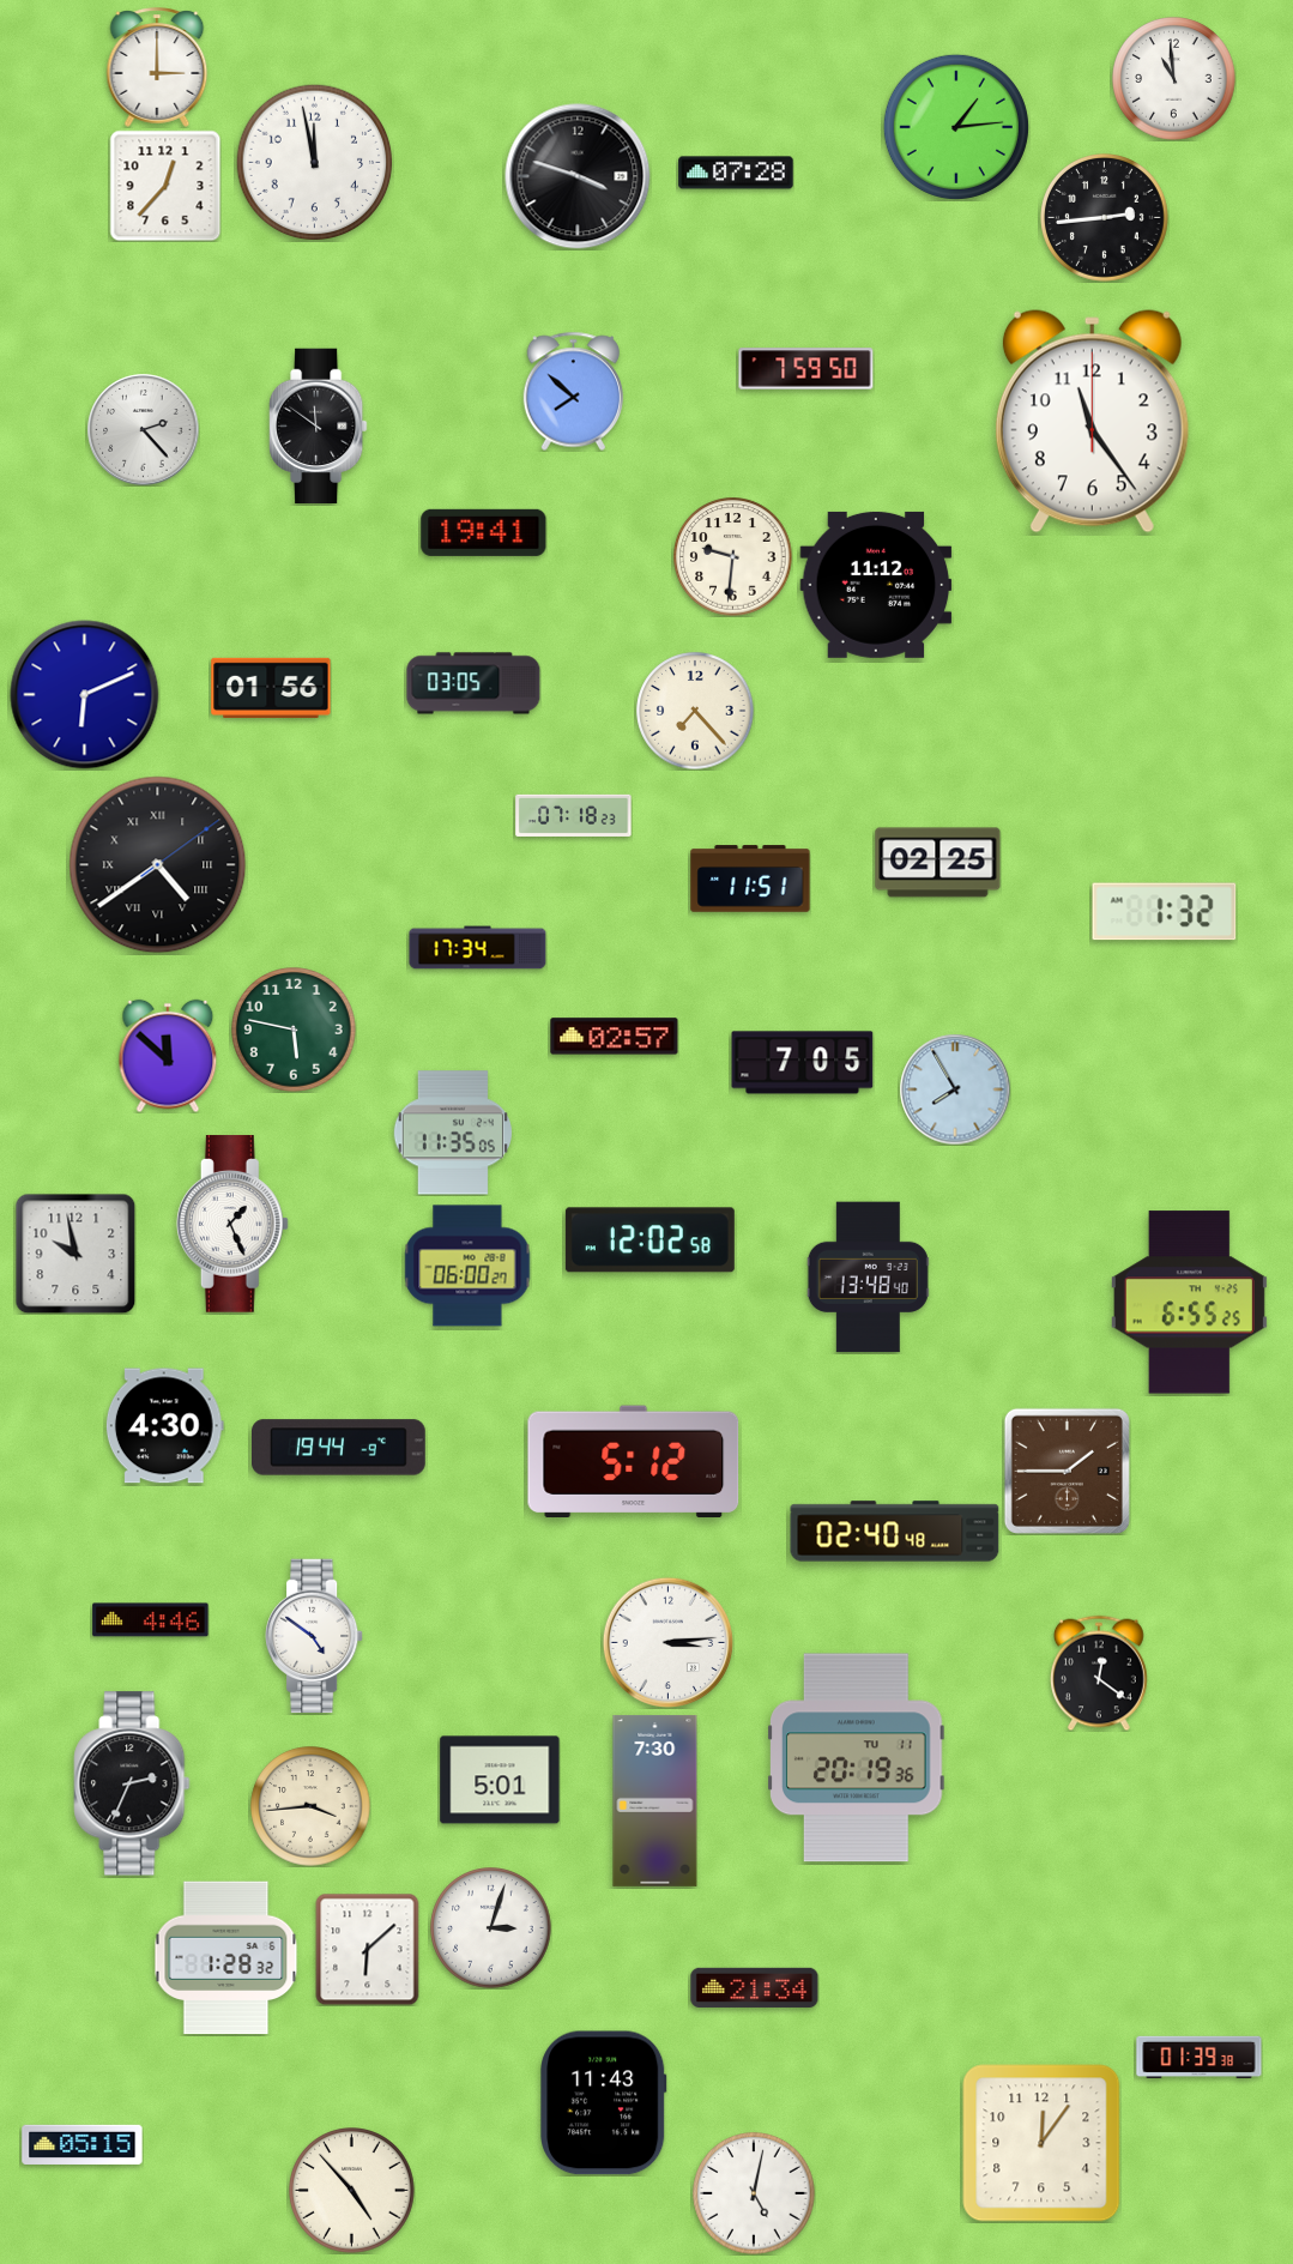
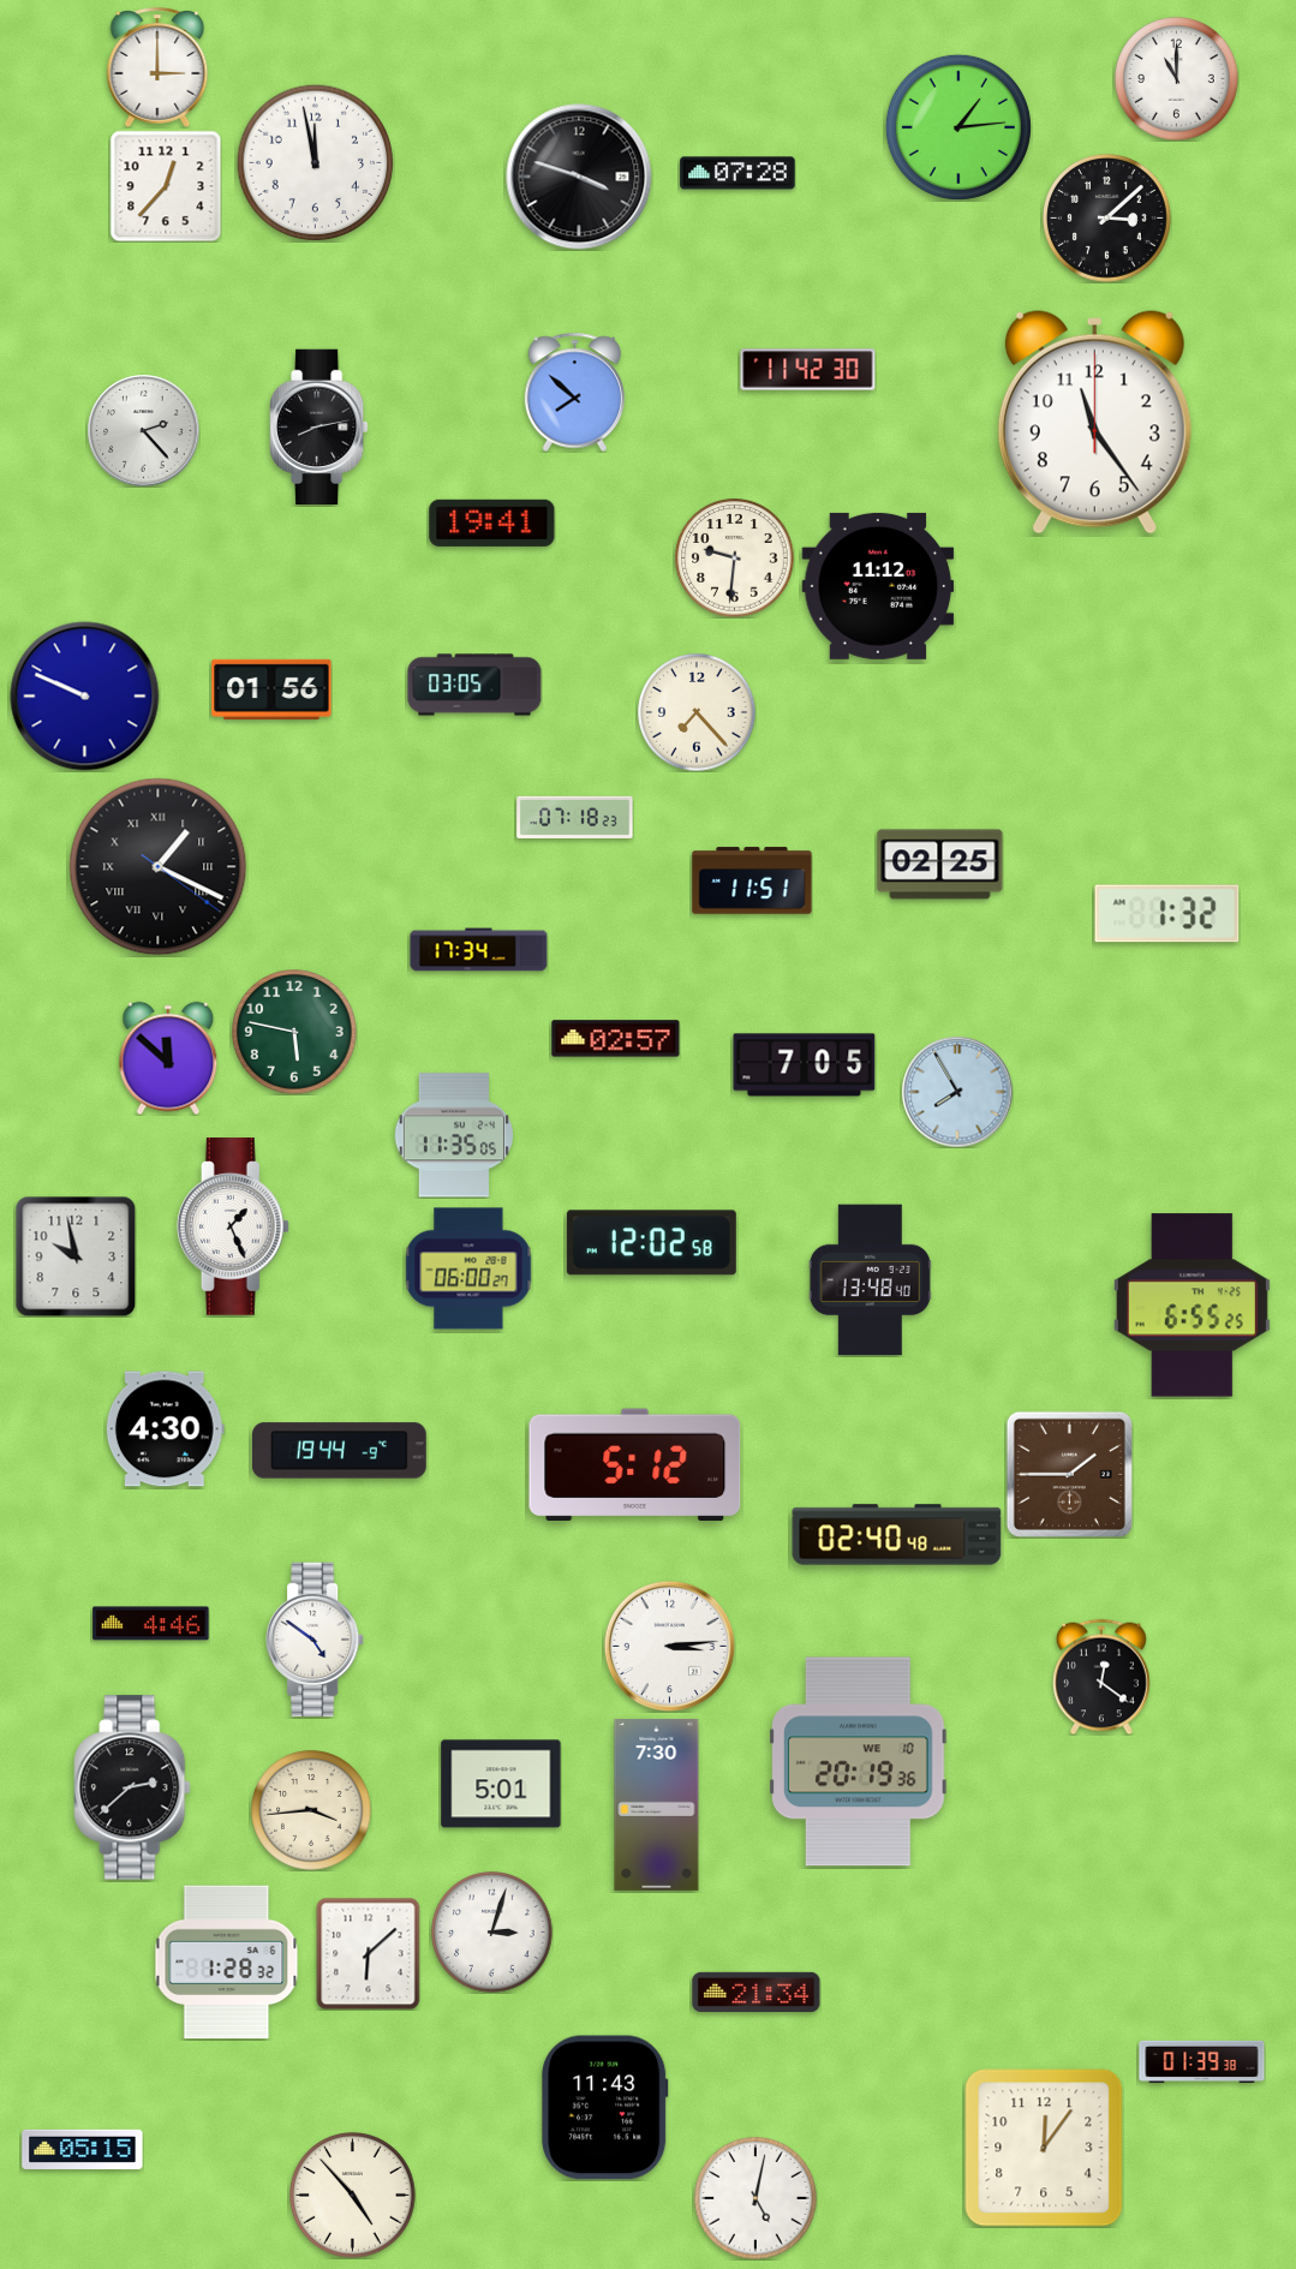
clock at (1174, 79): 10:59 -> 11:00
clock at (1105, 218): 2:44 -> 3:08
clock at (806, 369): 7:59 -> 11:42
clock at (319, 427): 11:51 -> 8:13
clock at (484, 532) position: (484, 532) -> (492, 523)
clock at (85, 695): 6:11 -> 9:49
clock at (158, 865): 4:39 -> 1:19
clock at (857, 1758) date: TU 11 -> WE 10
clock at (132, 1783): 2:34 -> 2:38
